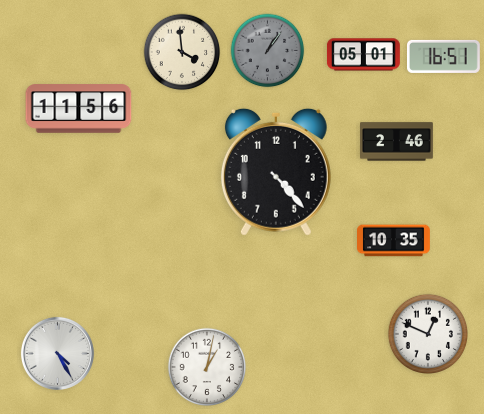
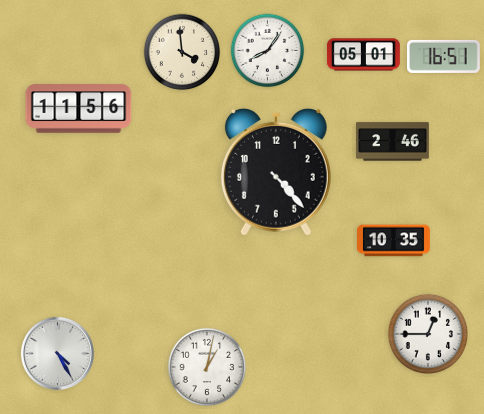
clock at (268, 51): 1:06 -> 8:06
clock at (268, 51) dial: grey -> white
clock at (397, 142) position: (397, 142) -> (393, 142)
clock at (427, 333): 12:49 -> 12:45
